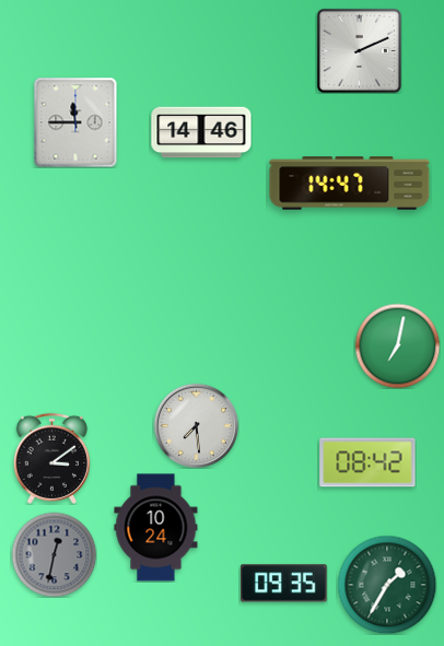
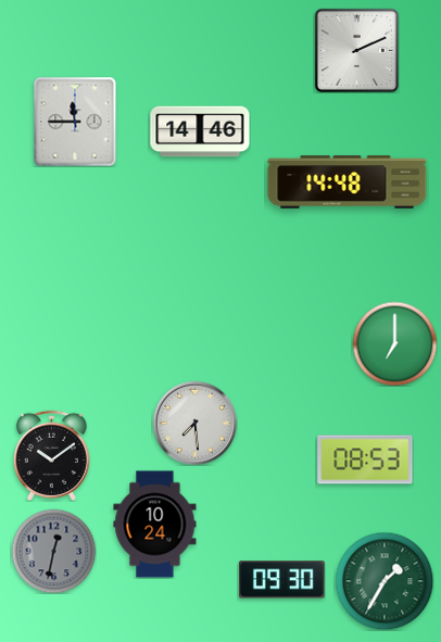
clock at (350, 184): 14:47 -> 14:48
clock at (397, 345): 7:02 -> 7:00
clock at (51, 458): 3:09 -> 10:09
clock at (367, 462): 08:42 -> 08:53
clock at (284, 584): 09:35 -> 09:30
